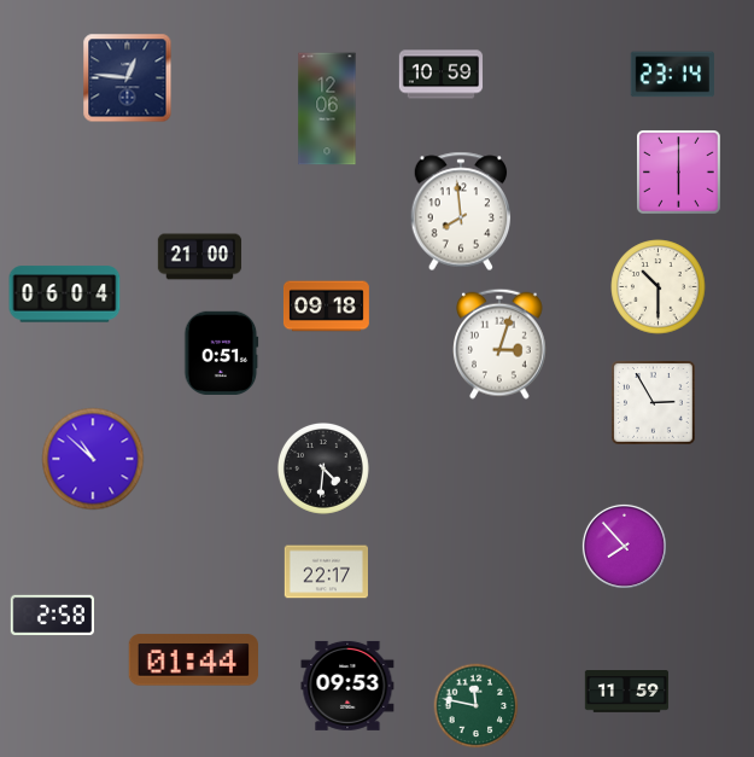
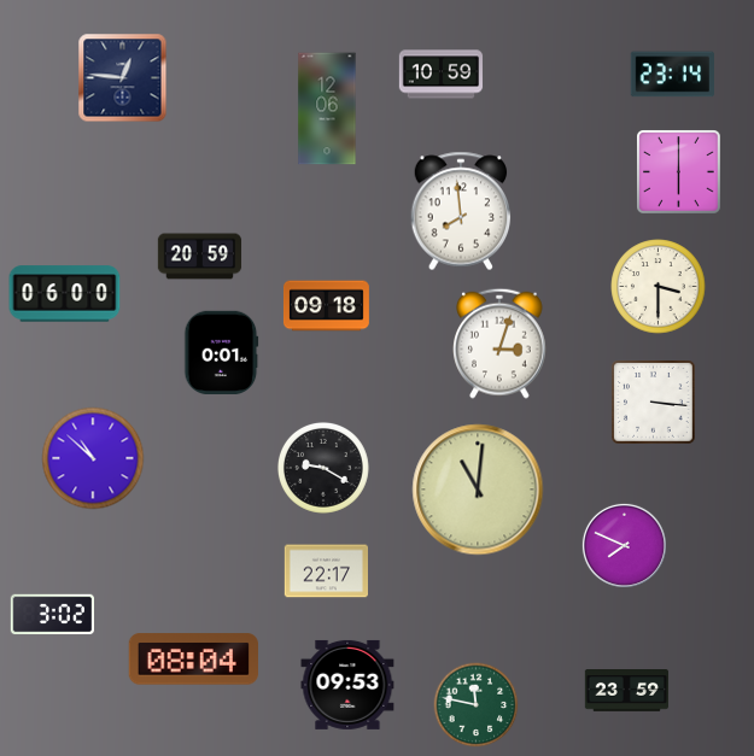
clock at (128, 78) position: (128, 78) -> (123, 78)
clock at (200, 257): 21:00 -> 20:59
clock at (659, 287): 10:30 -> 3:30
clock at (65, 295): 06:04 -> 06:00
clock at (222, 353): 0:51 -> 0:01
clock at (654, 403): 2:55 -> 3:16
clock at (323, 468): 4:31 -> 9:20
clock at (478, 490): none -> 11:01
clock at (624, 546): 7:53 -> 7:49
clock at (52, 616): 2:58 -> 3:02
clock at (193, 660): 01:44 -> 08:04
clock at (627, 692): 11:59 -> 23:59
